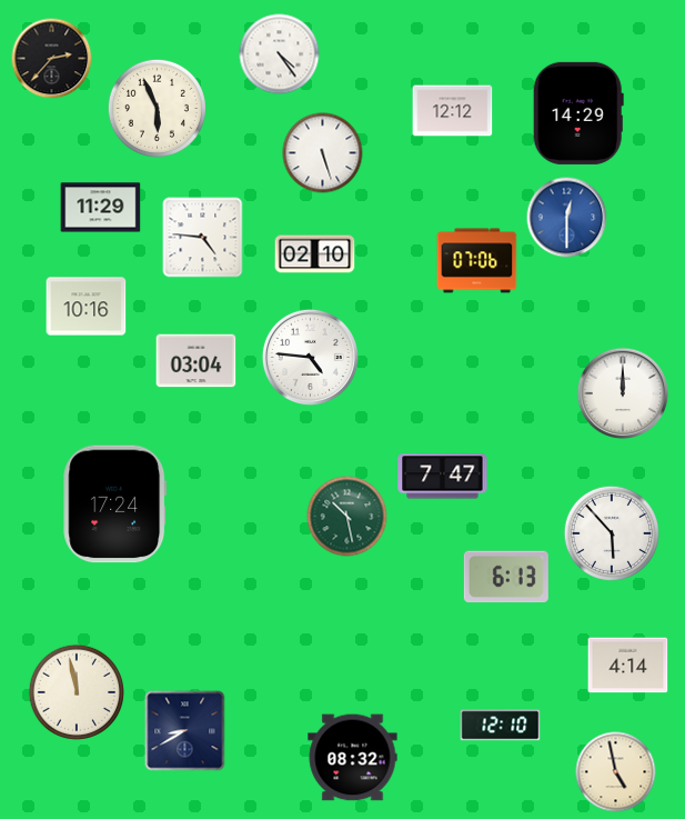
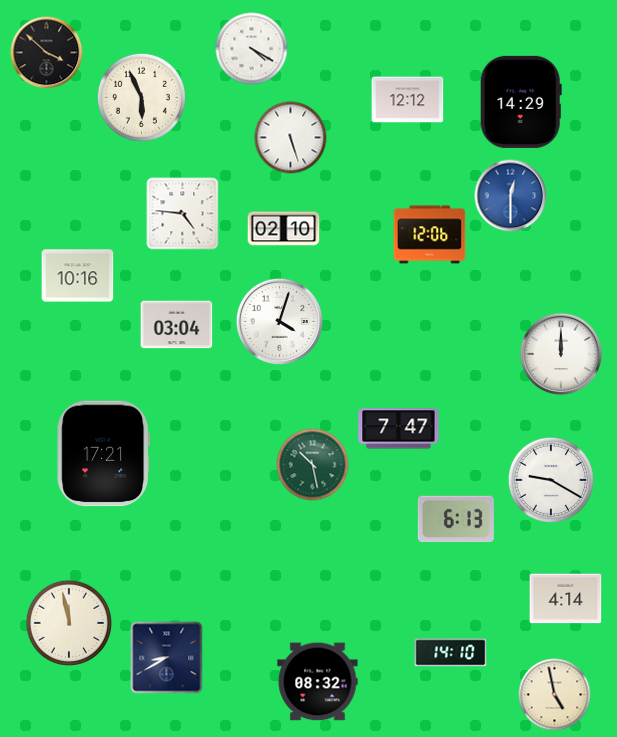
clock at (280, 54): 4:24 -> 4:20
clock at (52, 59): 2:37 -> 3:52
clock at (101, 208): 11:29 -> none
clock at (477, 261): 07:06 -> 12:06
clock at (310, 357): 4:46 -> 4:03
clock at (115, 505): 17:24 -> 17:21
clock at (611, 532): 5:53 -> 9:20
clock at (501, 726): 12:10 -> 14:10
